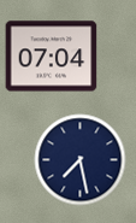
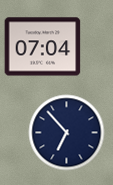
clock at (81, 160): 7:28 -> 6:53
